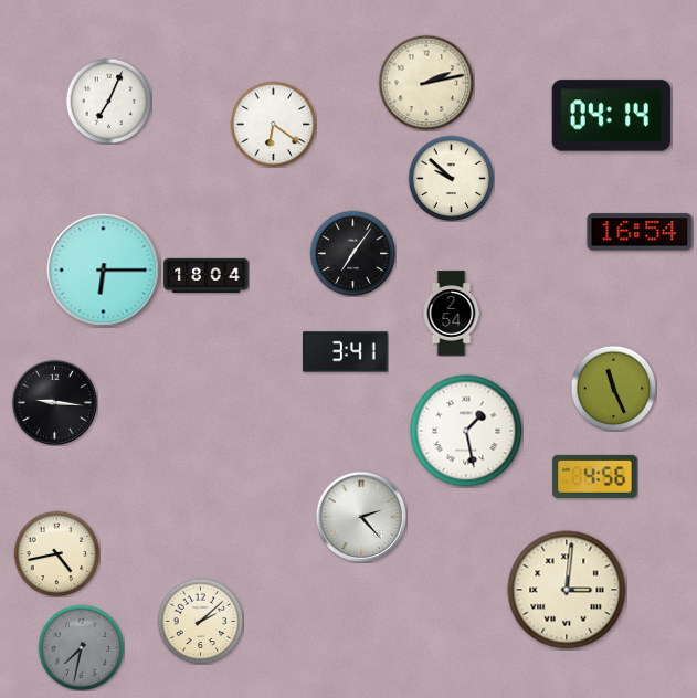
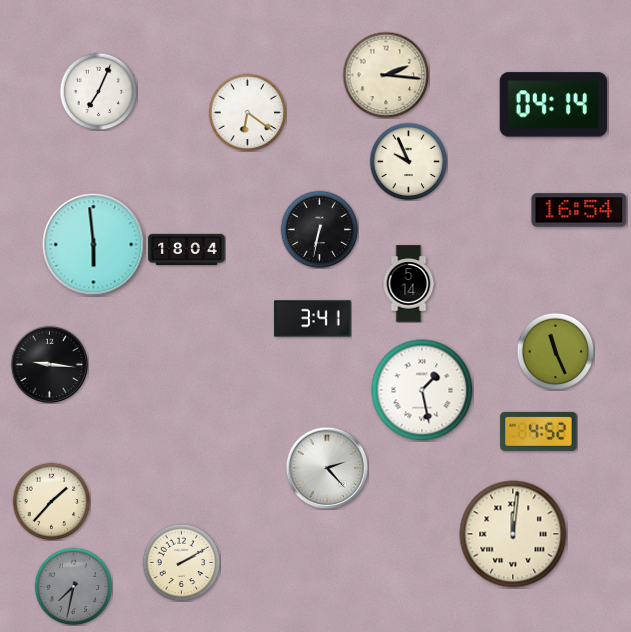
clock at (426, 83): 2:13 -> 2:16
clock at (451, 178): 9:52 -> 9:56
clock at (352, 253): 7:06 -> 6:32
clock at (104, 271): 6:15 -> 5:59
clock at (452, 314): 2:54 -> 5:14
clock at (595, 476): 4:56 -> 4:52
clock at (56, 553): 4:43 -> 1:37
clock at (567, 590): 3:01 -> 12:01
clock at (200, 621): 2:08 -> 2:10
